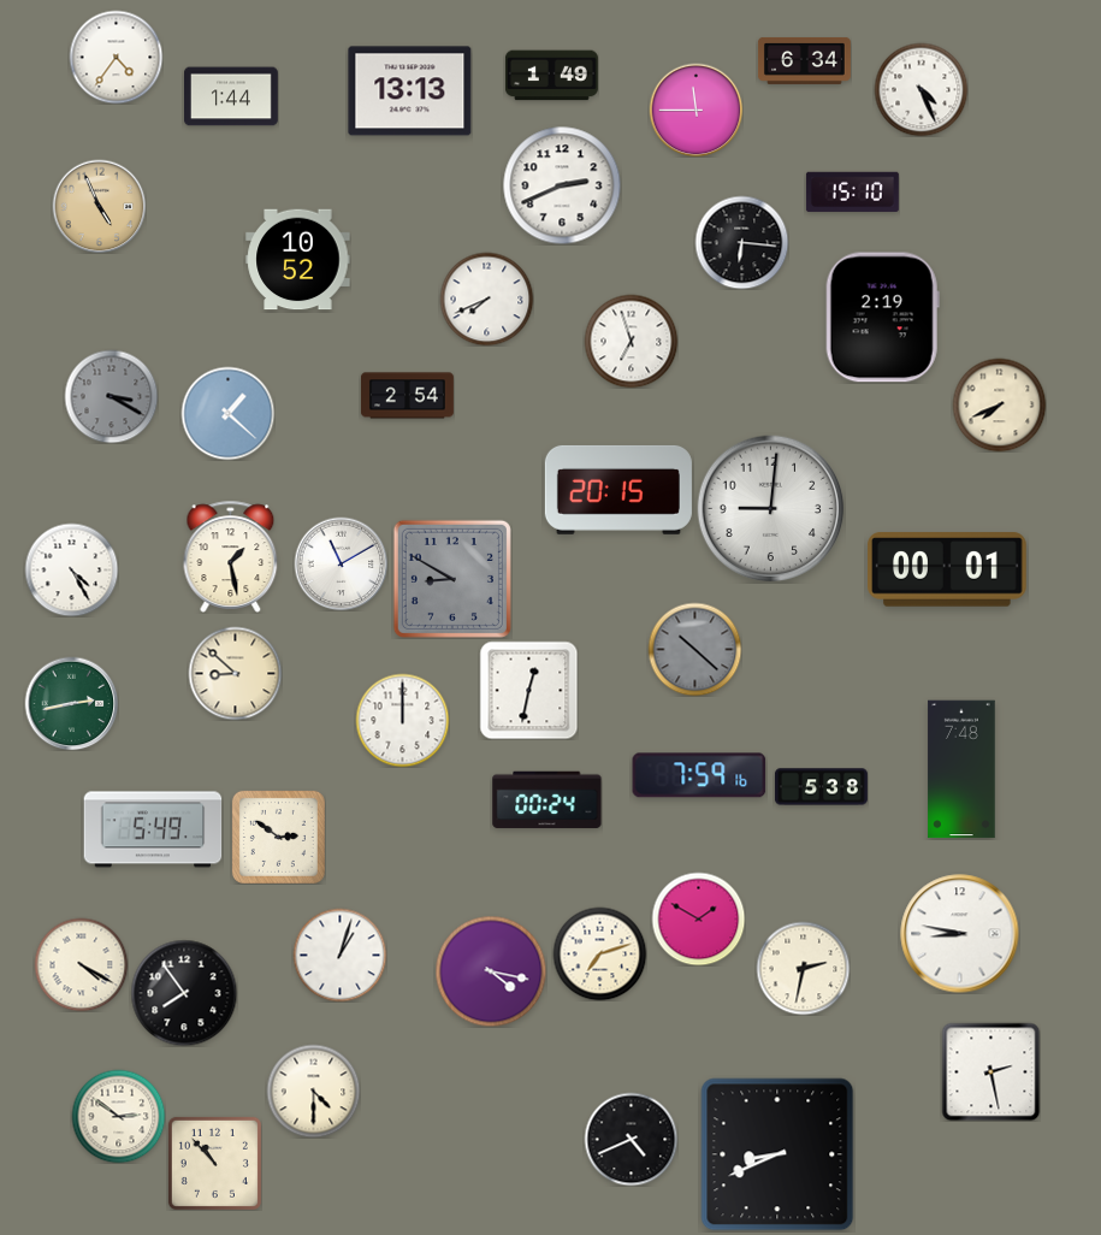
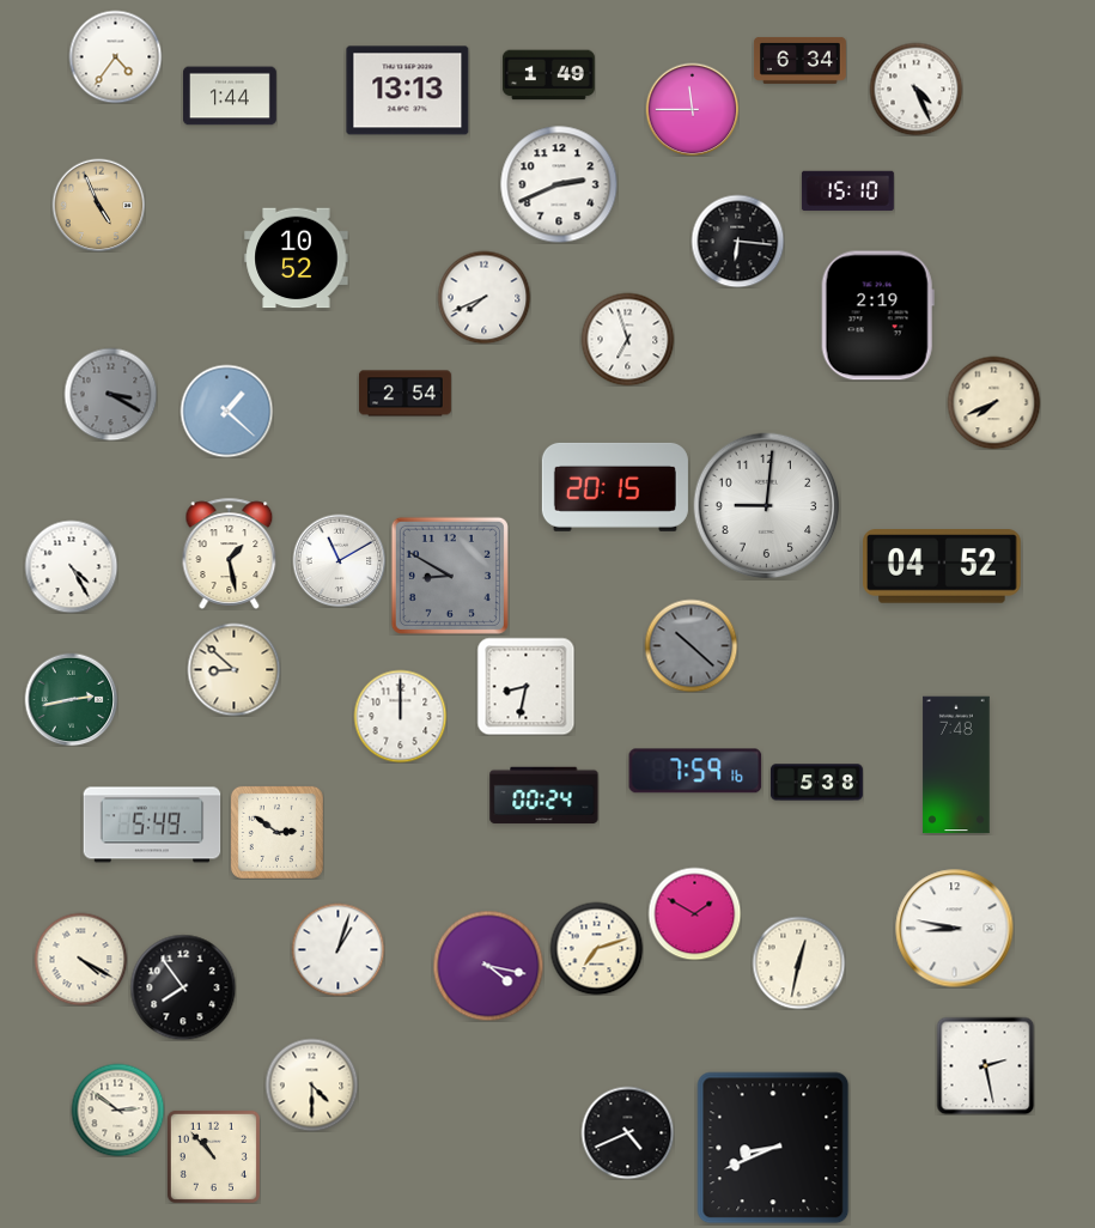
clock at (947, 569): 00:01 -> 04:52
clock at (528, 690): 12:32 -> 8:32
clock at (803, 968): 2:32 -> 12:32
